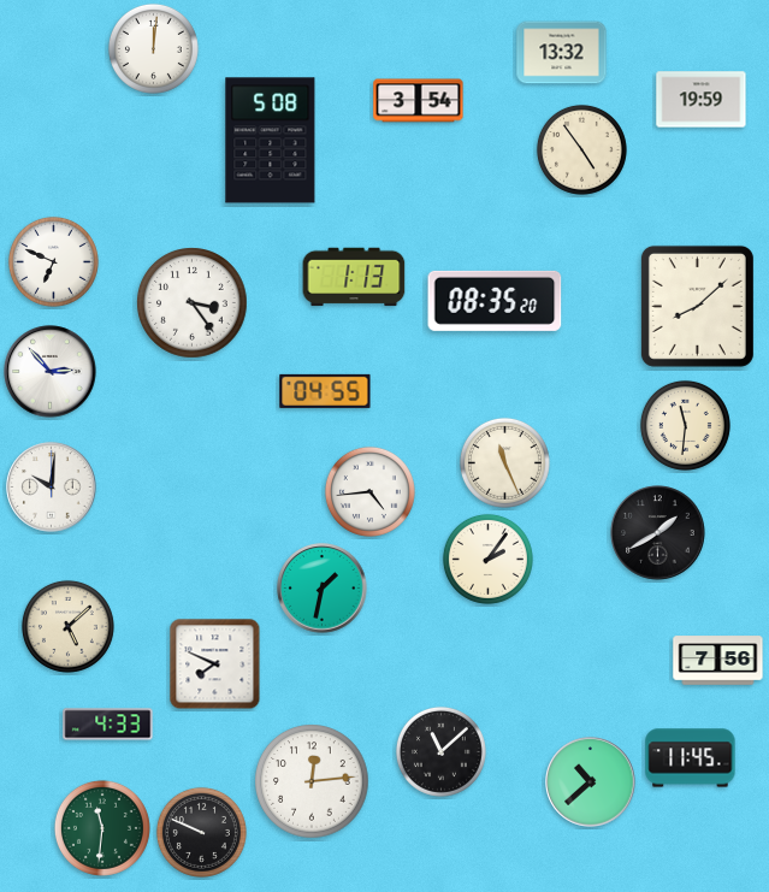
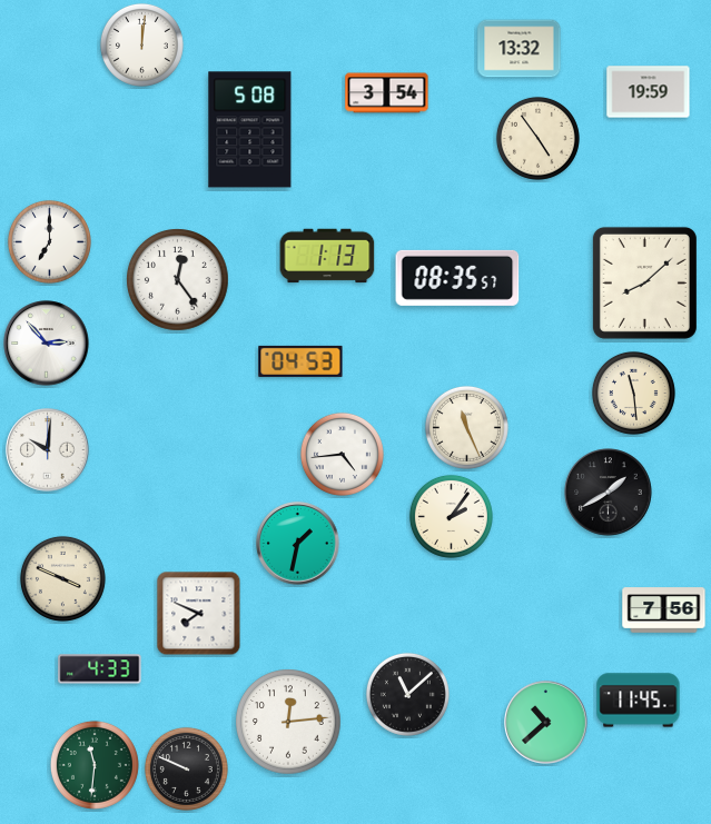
clock at (53, 261): 6:49 -> 7:00
clock at (495, 301): 08:35:20 -> 08:35:57
clock at (193, 303): 3:24 -> 12:24
clock at (325, 391): 04:55 -> 04:53
clock at (685, 425): 11:31 -> 11:29
clock at (67, 626): 5:08 -> 3:49
